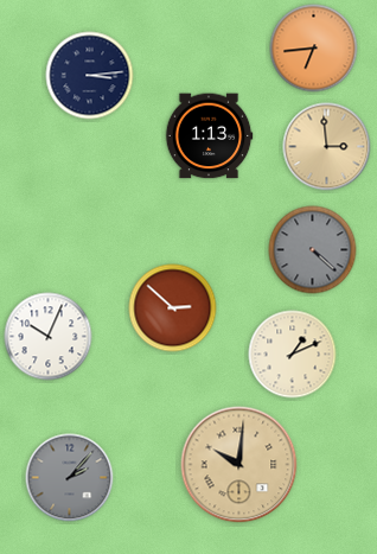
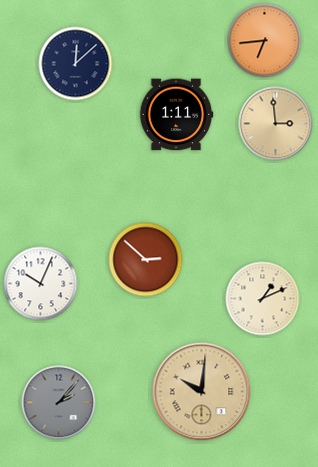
clock at (90, 76): 3:14 -> 12:08
clock at (209, 136): 1:13 -> 1:11
clock at (313, 250): 4:22 -> none
clock at (293, 355) position: (293, 355) -> (263, 299)
